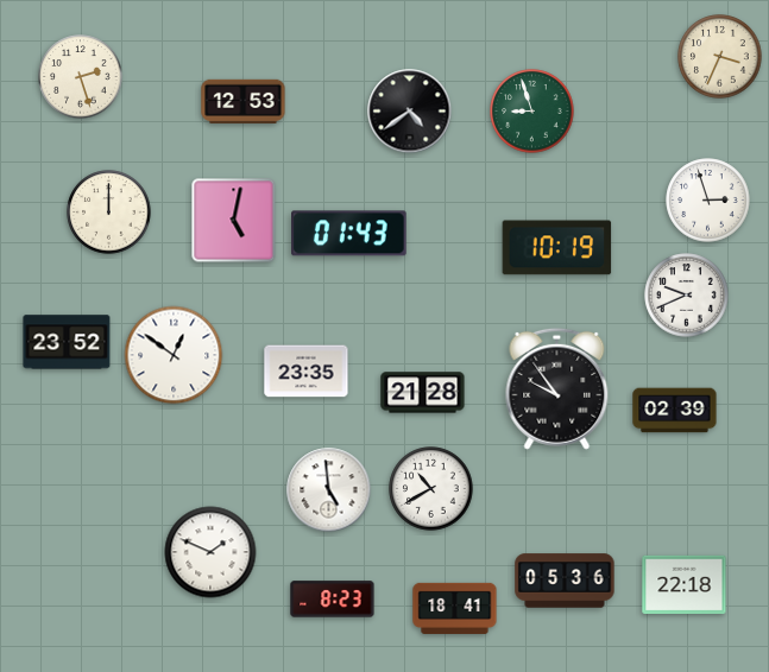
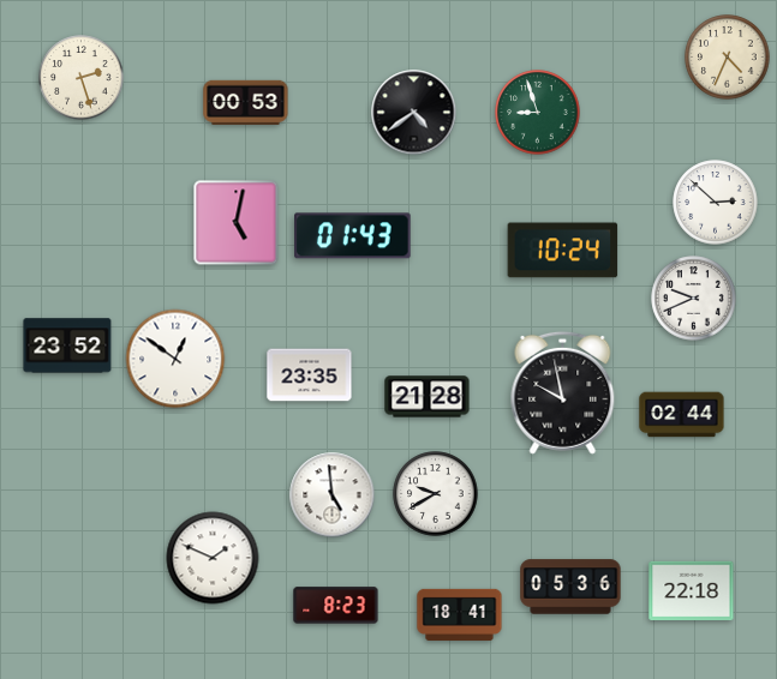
clock at (720, 57): 3:34 -> 4:34
clock at (244, 101): 12:53 -> 00:53
clock at (708, 201): 2:57 -> 2:52
clock at (109, 213): 12:00 -> none
clock at (557, 248): 10:19 -> 10:24
clock at (557, 388): 9:54 -> 9:58
clock at (675, 411): 02:39 -> 02:44
clock at (431, 489): 10:40 -> 9:40
